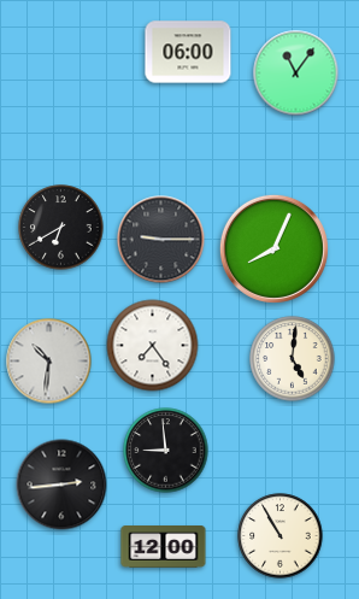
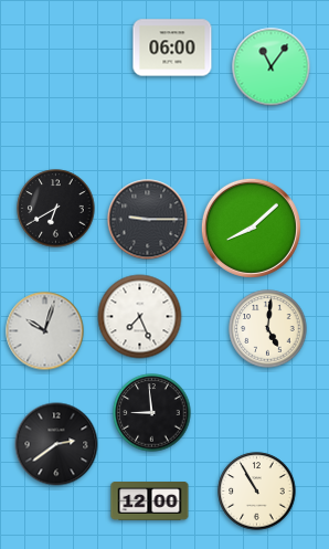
clock at (273, 248): 8:04 -> 8:08
clock at (153, 346): 7:24 -> 7:26
clock at (49, 362): 10:31 -> 10:03
clock at (61, 485): 2:44 -> 2:39
